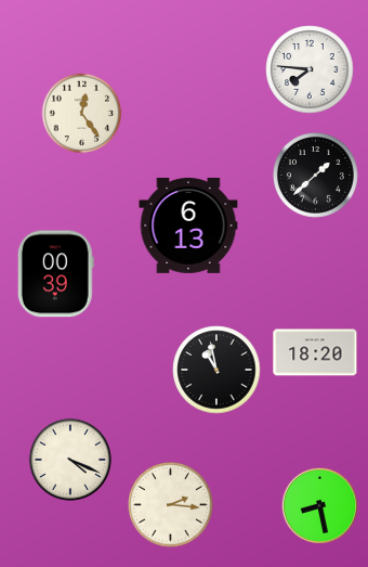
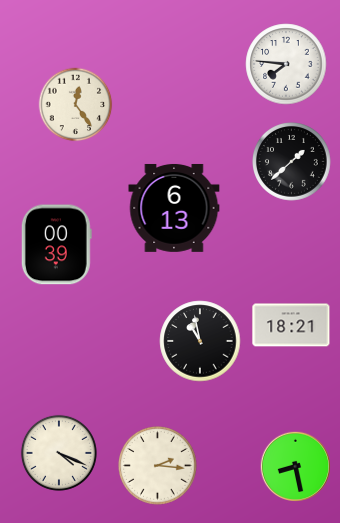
clock at (55, 274) position: (55, 274) -> (56, 245)
clock at (315, 352): 18:20 -> 18:21
clock at (70, 460) position: (70, 460) -> (59, 453)
